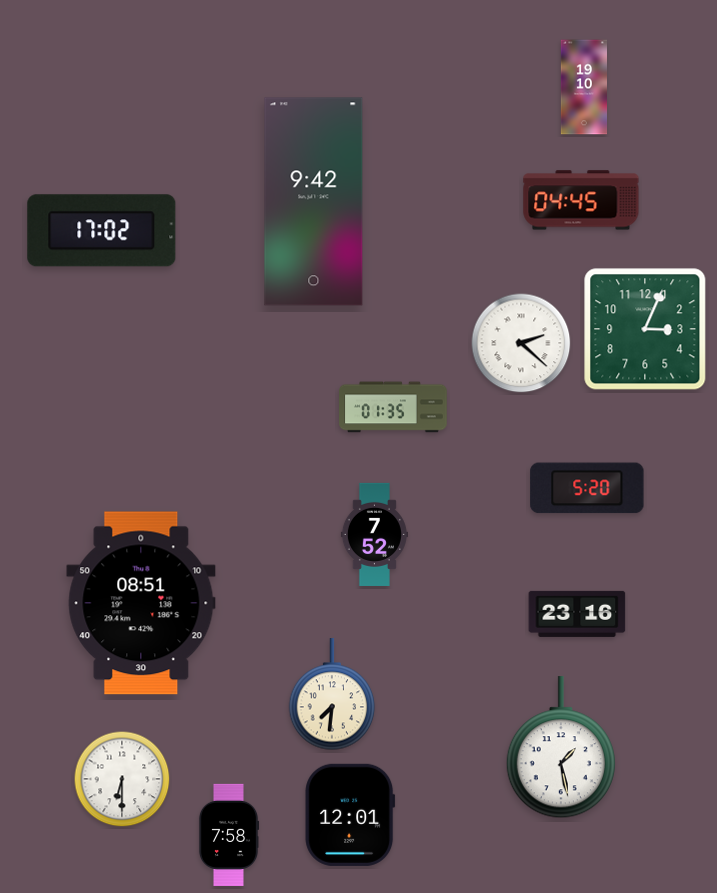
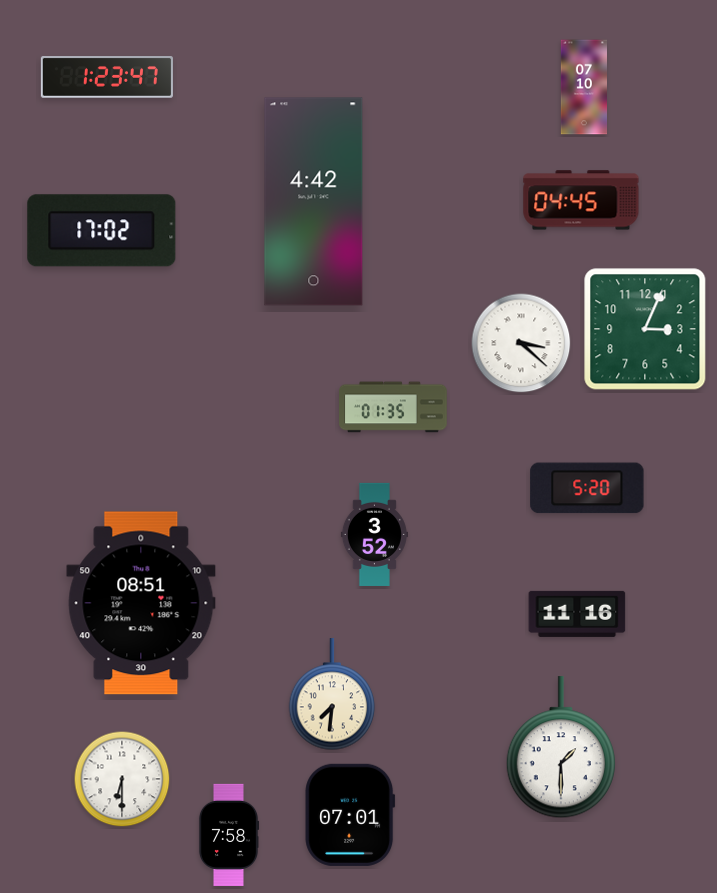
clock at (107, 78): none -> 1:23
clock at (583, 87): 19:10 -> 07:10
clock at (314, 202): 9:42 -> 4:42
clock at (521, 343): 2:22 -> 3:22
clock at (374, 534): 7:52 -> 3:52
clock at (577, 614): 23:16 -> 11:16
clock at (561, 748): 1:28 -> 1:30
clock at (350, 815): 12:01 -> 07:01
